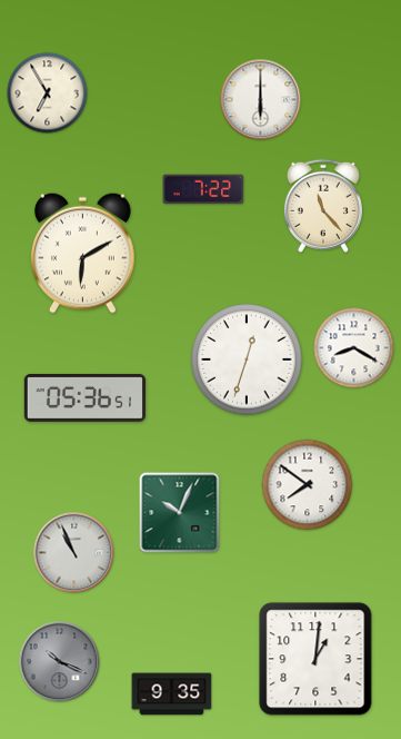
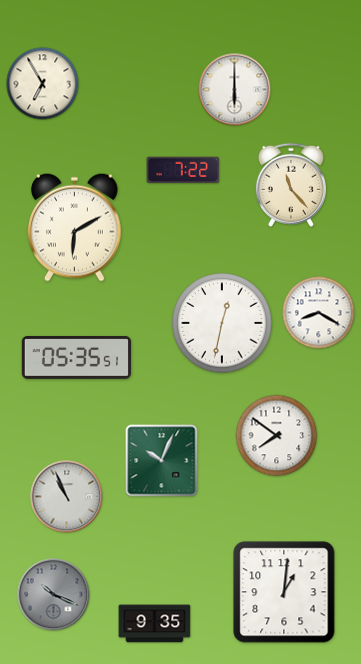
clock at (247, 359): 12:33 -> 12:32
clock at (84, 397): 05:36 -> 05:35
